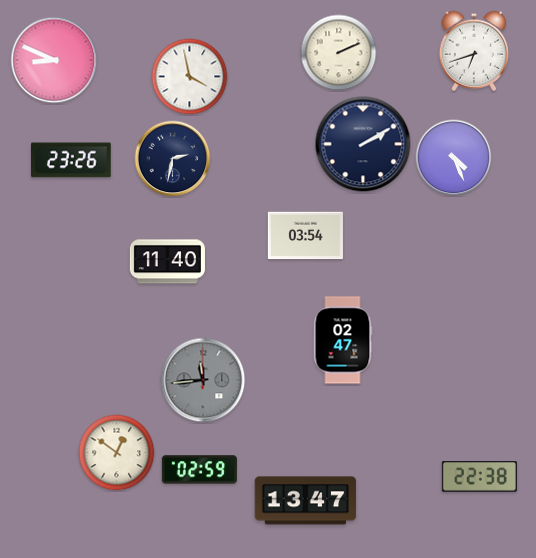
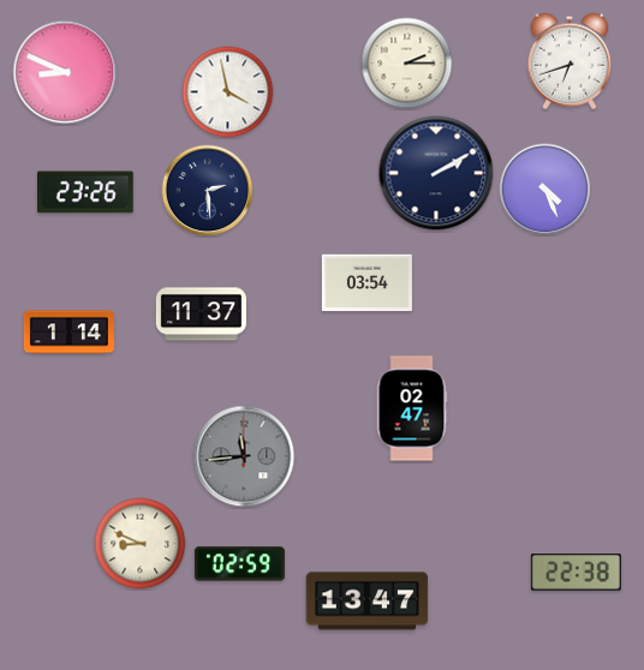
clock at (339, 53): 2:11 -> 2:15
clock at (173, 159): 2:32 -> 2:29
clock at (167, 262): 11:40 -> 11:37
clock at (68, 333): none -> 1:14
clock at (117, 453): 12:51 -> 8:49
